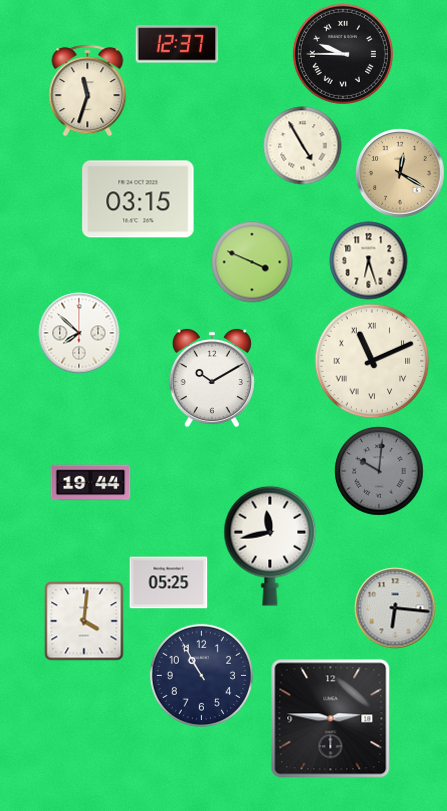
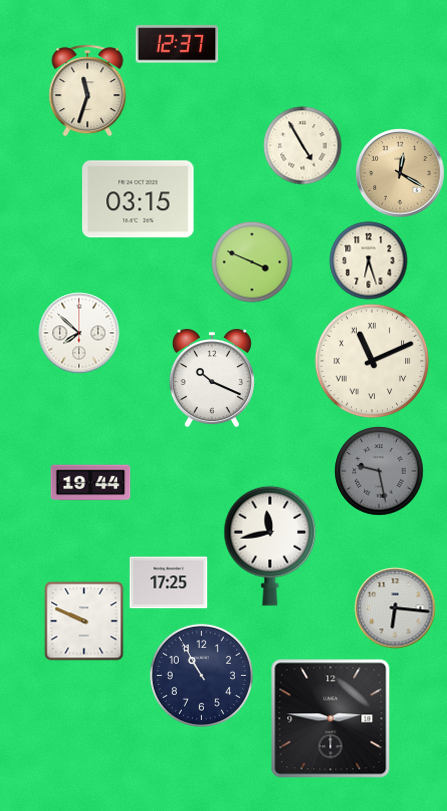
clock at (343, 54): 9:45 -> none
clock at (212, 378): 10:10 -> 10:19
clock at (379, 471): 10:01 -> 9:28
clock at (168, 583): 05:25 -> 17:25
clock at (84, 621): 4:01 -> 9:49
